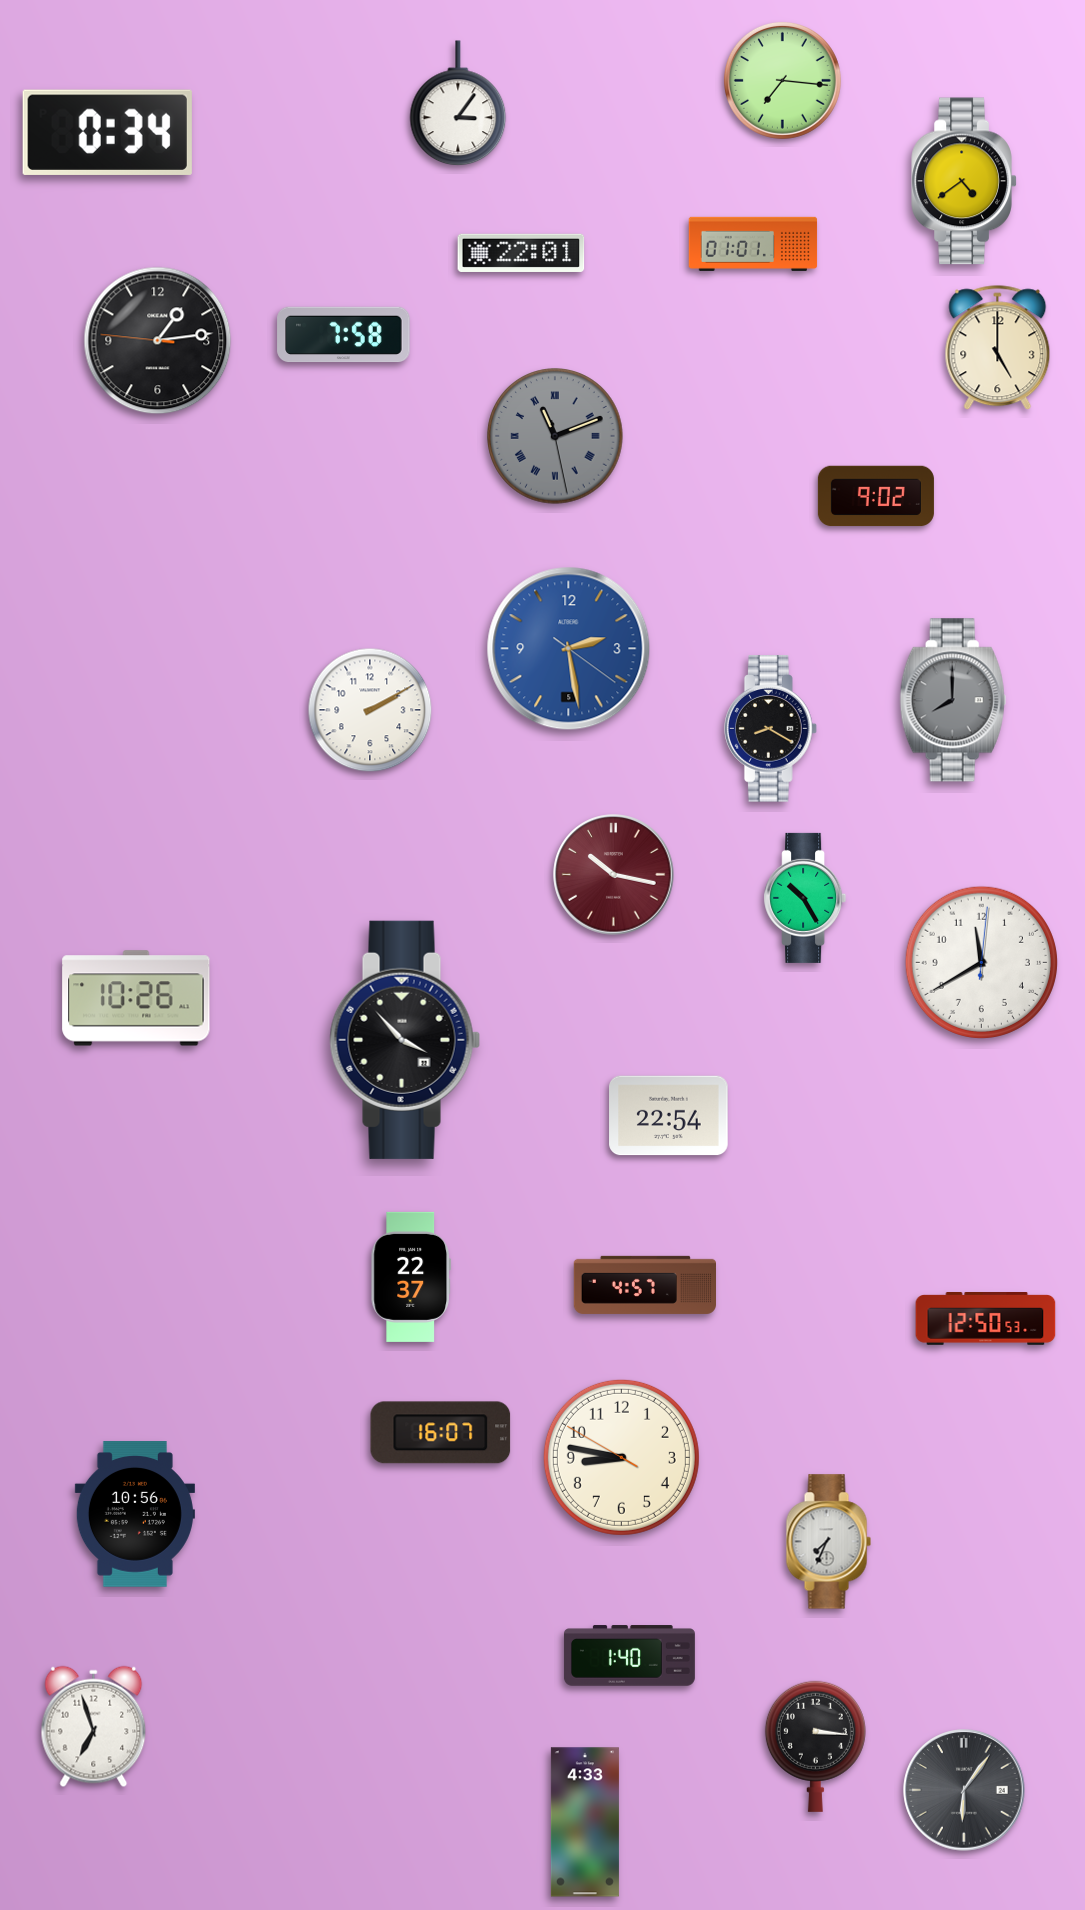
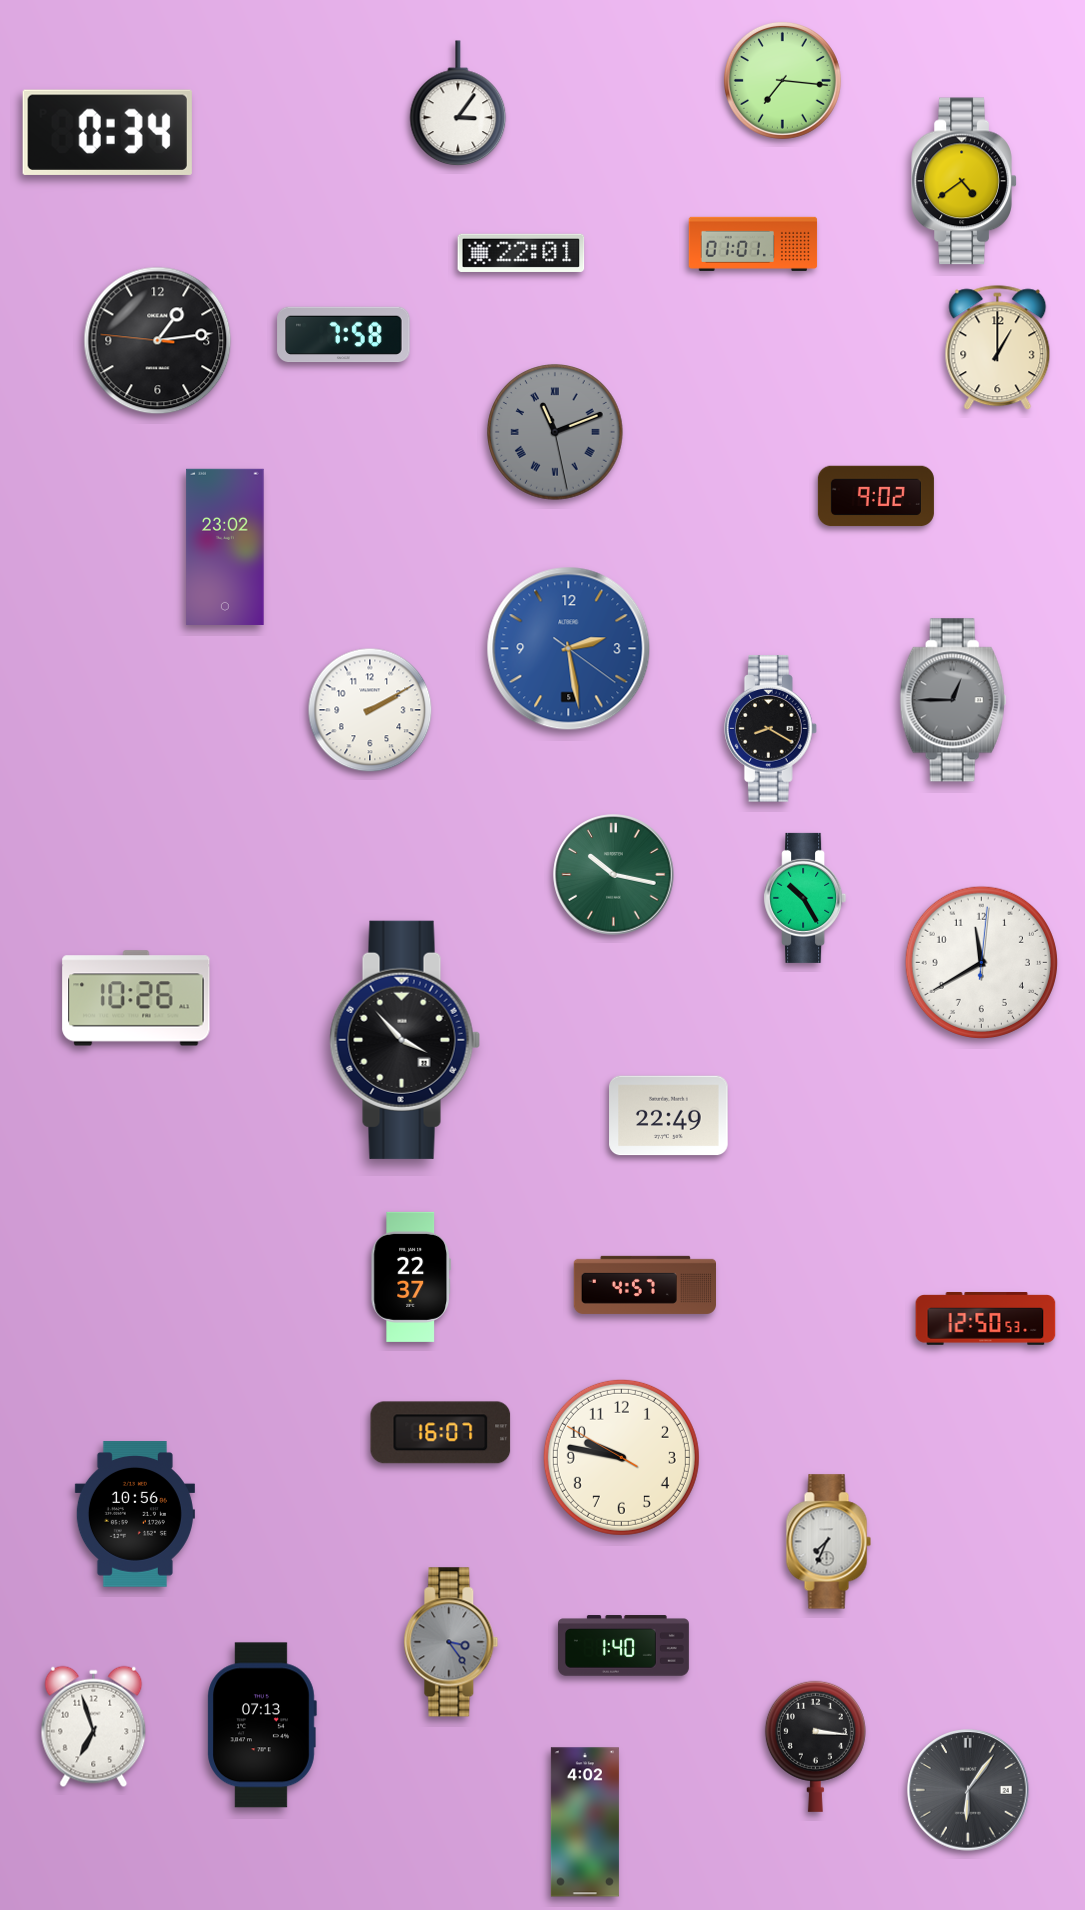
clock at (998, 348): 5:00 -> 1:00
clock at (555, 436) position: (555, 436) -> (555, 432)
clock at (225, 547): none -> 23:02
clock at (953, 700): 8:00 -> 12:45
clock at (614, 875) dial: burgundy -> green
clock at (669, 1116): 22:54 -> 22:49
clock at (621, 1457): 8:46 -> 9:46
clock at (451, 1642): none -> 3:24
clock at (629, 1656) position: (629, 1656) -> (623, 1646)
clock at (262, 1725): none -> 07:13
clock at (964, 1790) position: (964, 1790) -> (968, 1790)
clock at (585, 1822): 4:33 -> 4:02
